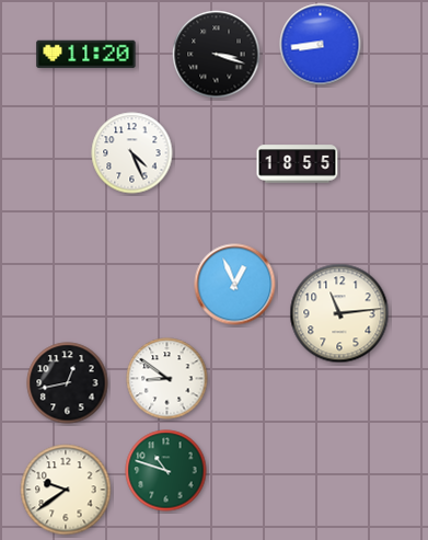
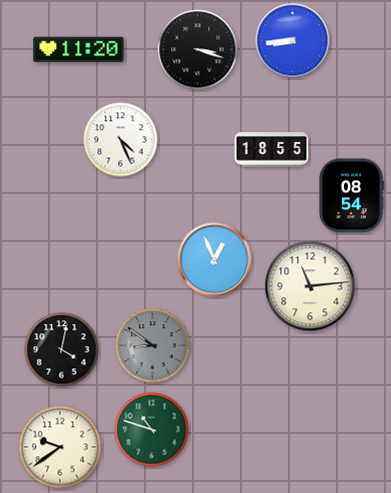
clock at (352, 196): none -> 08:54
clock at (167, 379) dial: white -> grey
clock at (68, 383): 12:43 -> 4:02
